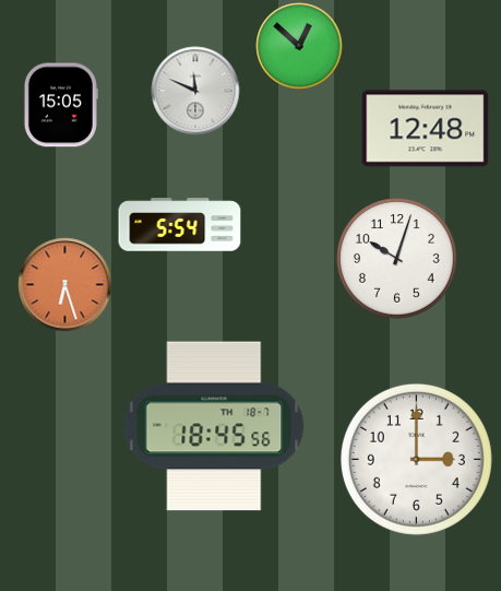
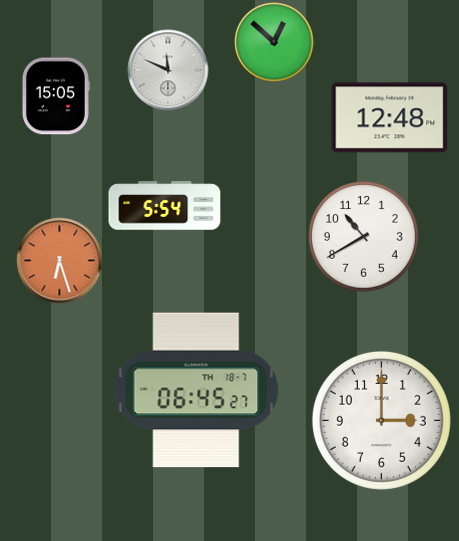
clock at (195, 91) position: (195, 91) -> (168, 70)
clock at (397, 259): 10:03 -> 10:40
clock at (214, 426): 18:45 -> 06:45
